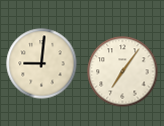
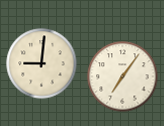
clock at (123, 72) position: (123, 72) -> (123, 77)
